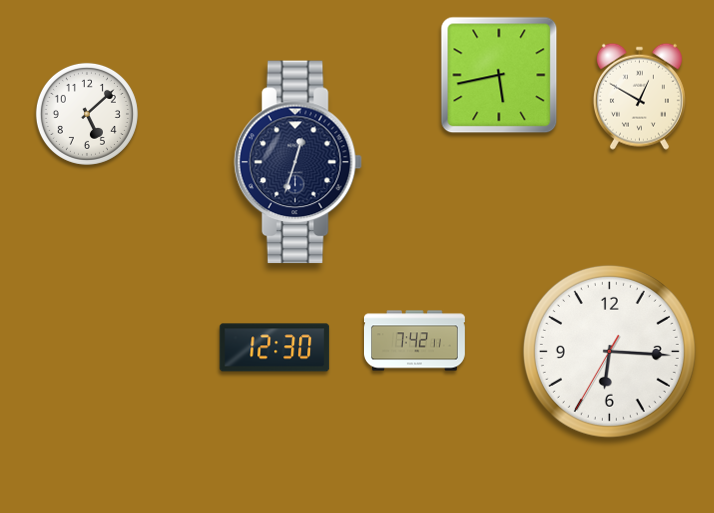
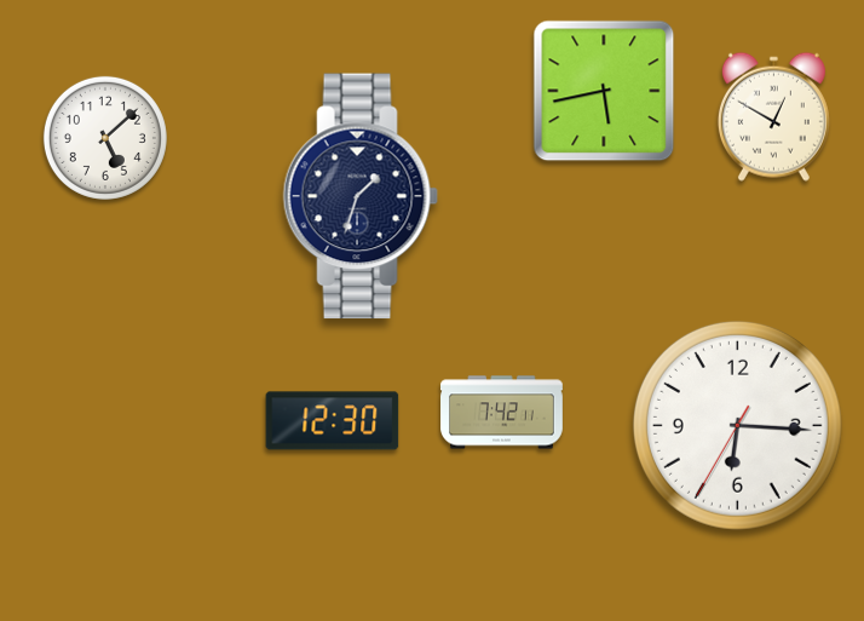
clock at (298, 162): 12:33 -> 1:33
